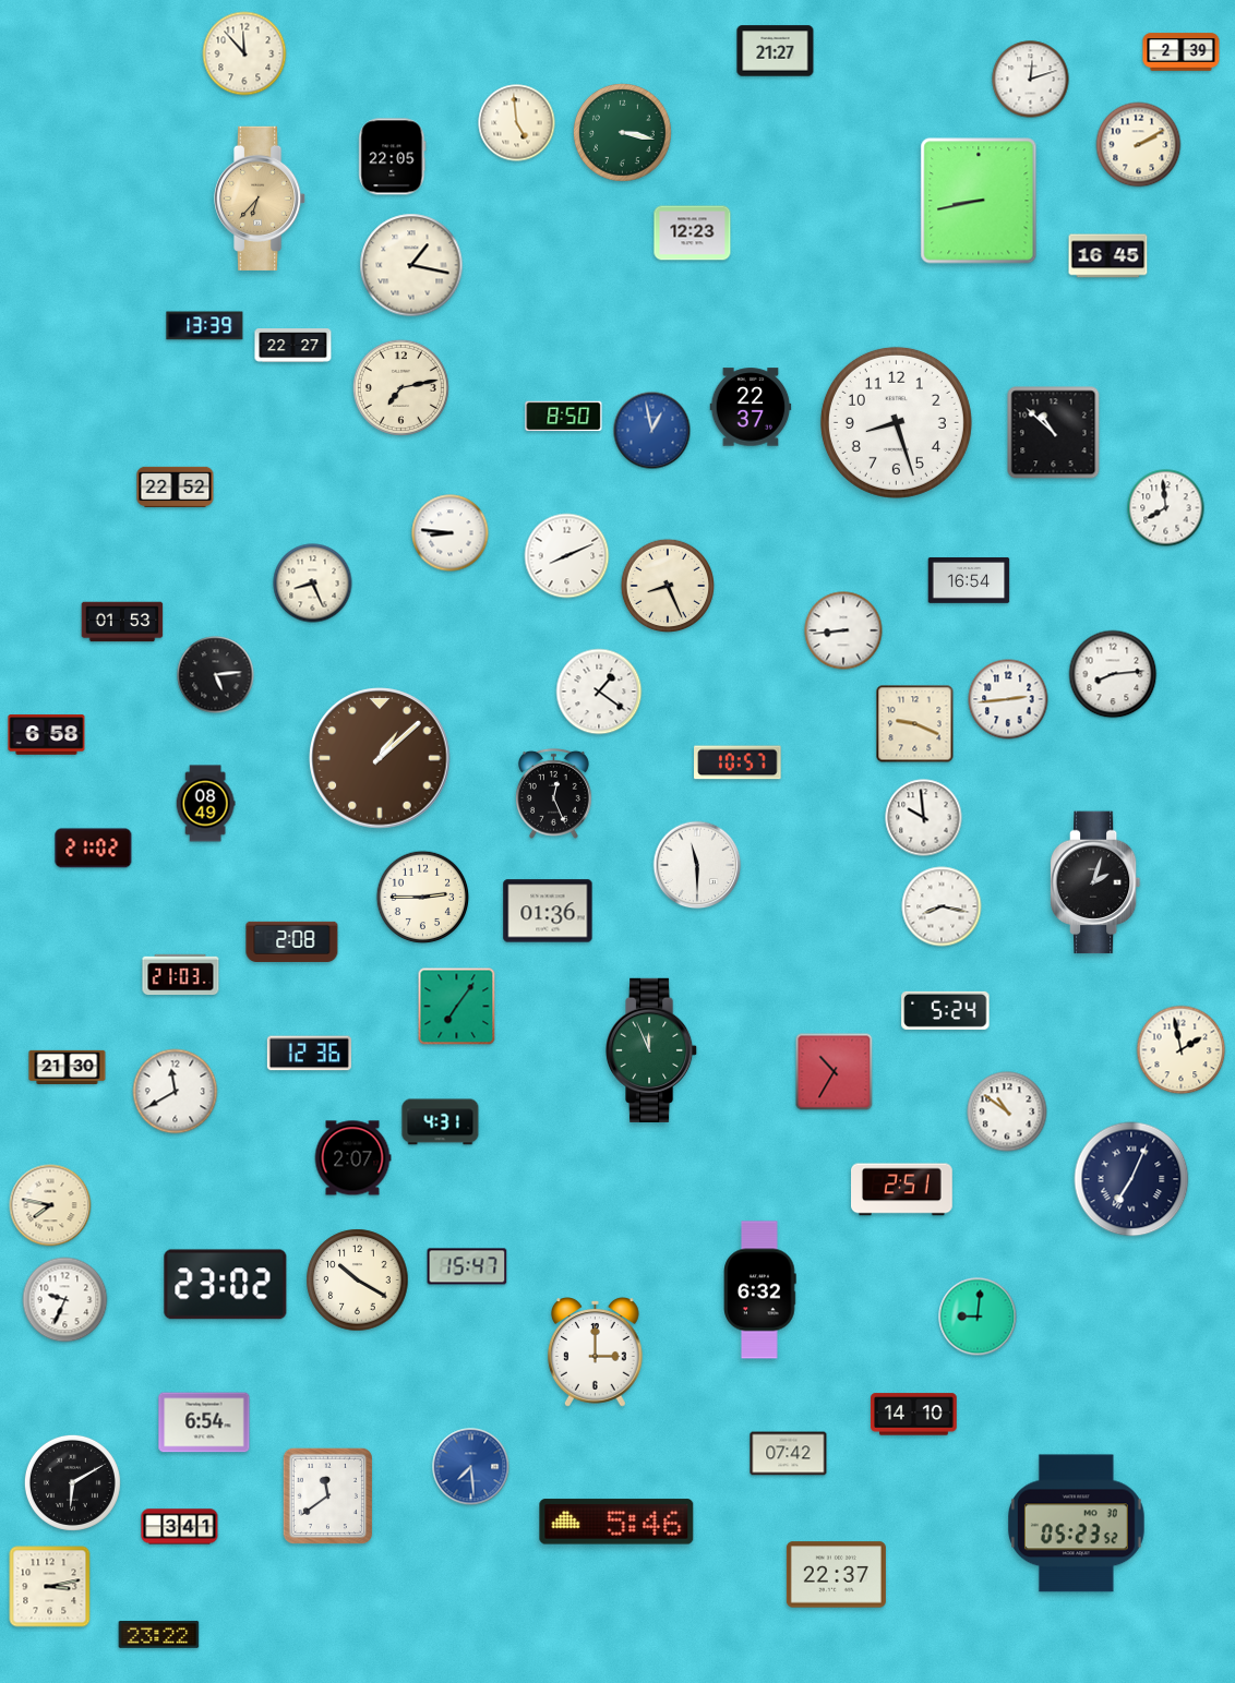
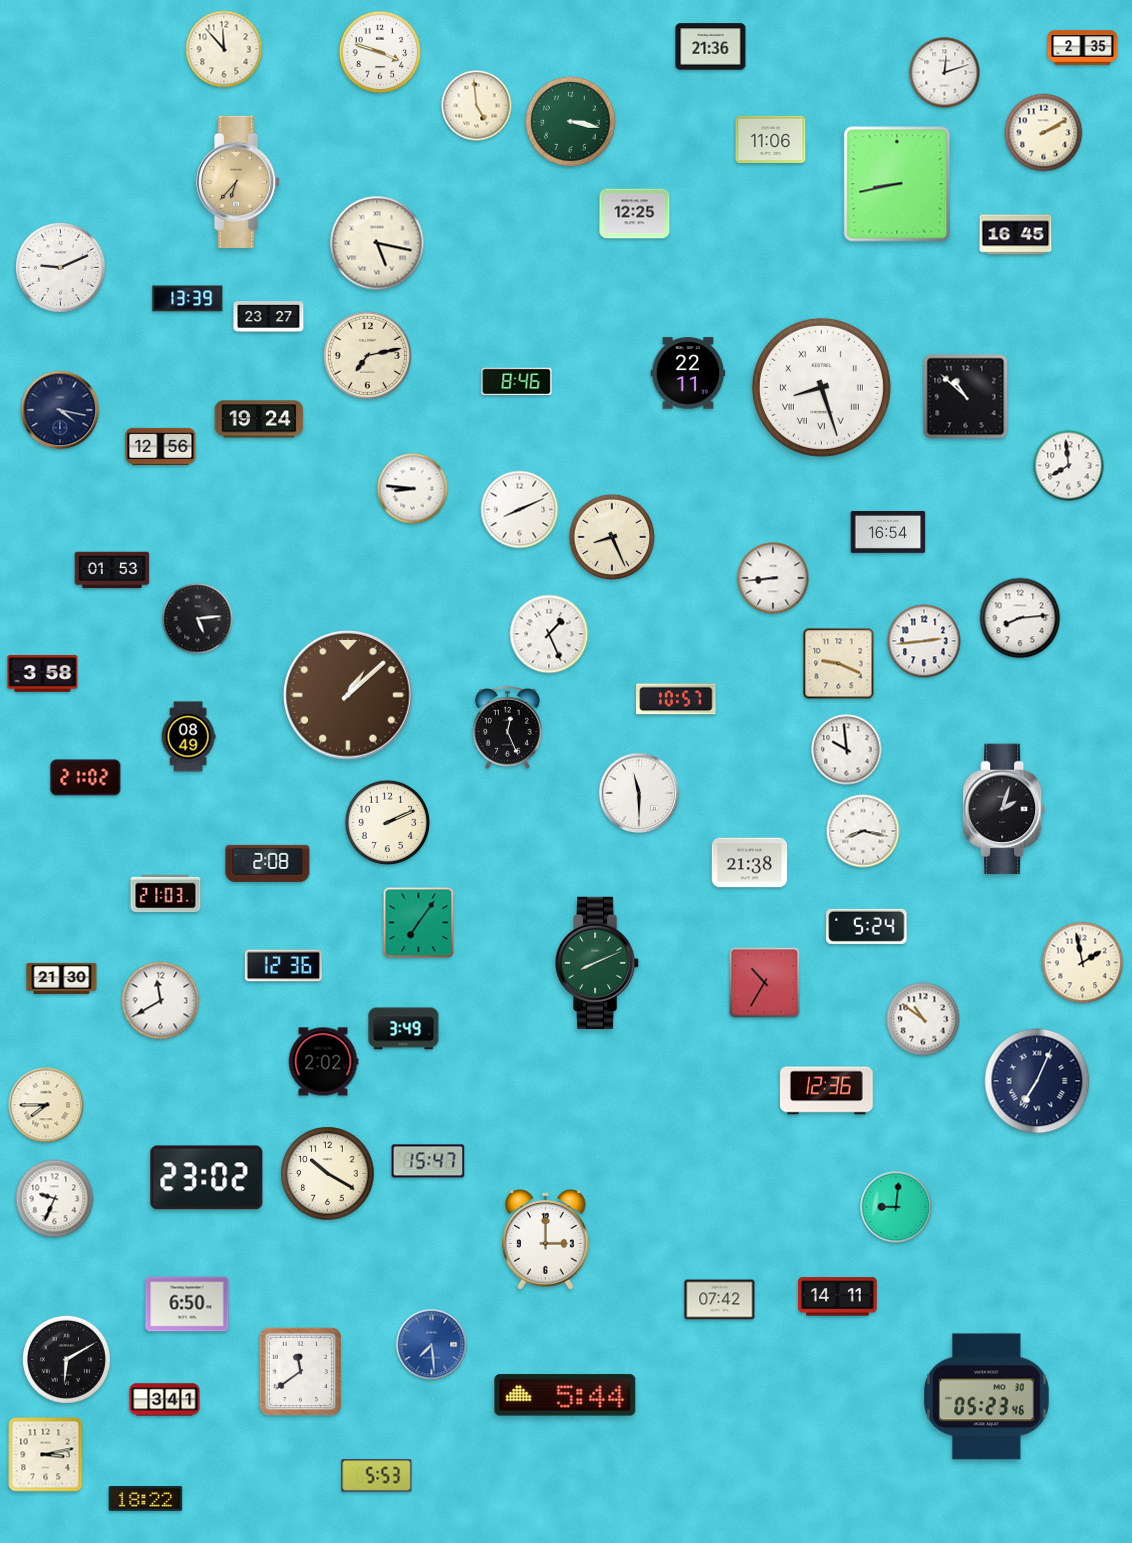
clock at (776, 51): 21:27 -> 21:36
clock at (1182, 52): 2:39 -> 2:35
clock at (380, 52): none -> 3:48
clock at (517, 123) position: (517, 123) -> (477, 106)
clock at (771, 139): none -> 11:06
clock at (393, 157): 22:05 -> none
clock at (693, 233): 12:23 -> 12:25
clock at (411, 265): 1:17 -> 5:17
clock at (61, 268): none -> 9:11
clock at (293, 346): 22:27 -> 23:27
clock at (751, 407): 22:37 -> 22:11
clock at (564, 417): 8:50 -> 8:46
clock at (896, 422) numerals: Arabic -> Roman
clock at (652, 431): 12:58 -> none
clock at (60, 410): none -> 4:17
clock at (259, 419): none -> 19:24
clock at (176, 486): 22:52 -> 12:56
clock at (313, 584): 8:26 -> none
clock at (599, 692): 1:21 -> 1:26
clock at (47, 735): 6:58 -> 3:58
clock at (423, 898): 2:45 -> 2:11
clock at (548, 911): 01:36 -> none
clock at (750, 863): none -> 21:38
clock at (652, 1050): 11:56 -> 8:11
clock at (441, 1122): 4:31 -> 3:49
clock at (352, 1158): 2:07 -> 2:02
clock at (902, 1190): 2:51 -> 12:36
clock at (50, 1205): 7:47 -> 7:45
clock at (760, 1290): 6:32 -> none
clock at (65, 1300) position: (65, 1300) -> (55, 1199)
clock at (914, 1415): 14:10 -> 14:11
clock at (204, 1422): 6:54 -> 6:50
clock at (789, 1454) position: (789, 1454) -> (720, 1300)
clock at (616, 1522): 5:46 -> 5:44
clock at (1076, 1524): 05:23:52 -> 05:23:46
clock at (836, 1575): 22:37 -> none
clock at (377, 1476): none -> 5:53
clock at (159, 1635): 23:22 -> 18:22
